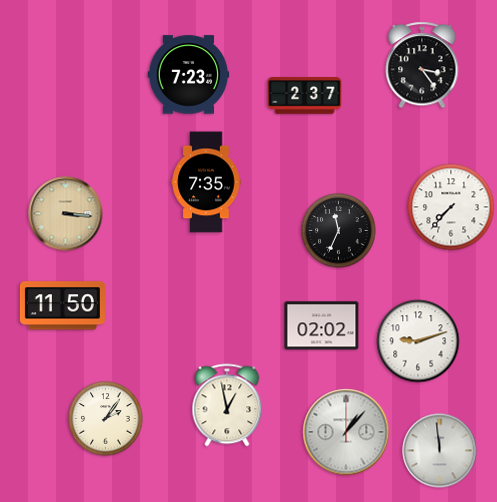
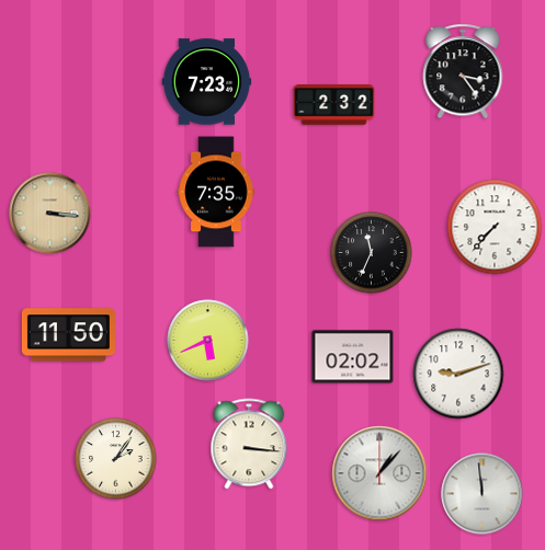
clock at (305, 96): 2:37 -> 2:32
clock at (206, 182) position: (206, 182) -> (216, 192)
clock at (66, 214) position: (66, 214) -> (50, 214)
clock at (208, 341): none -> 5:41
clock at (227, 405): 12:58 -> 3:16
